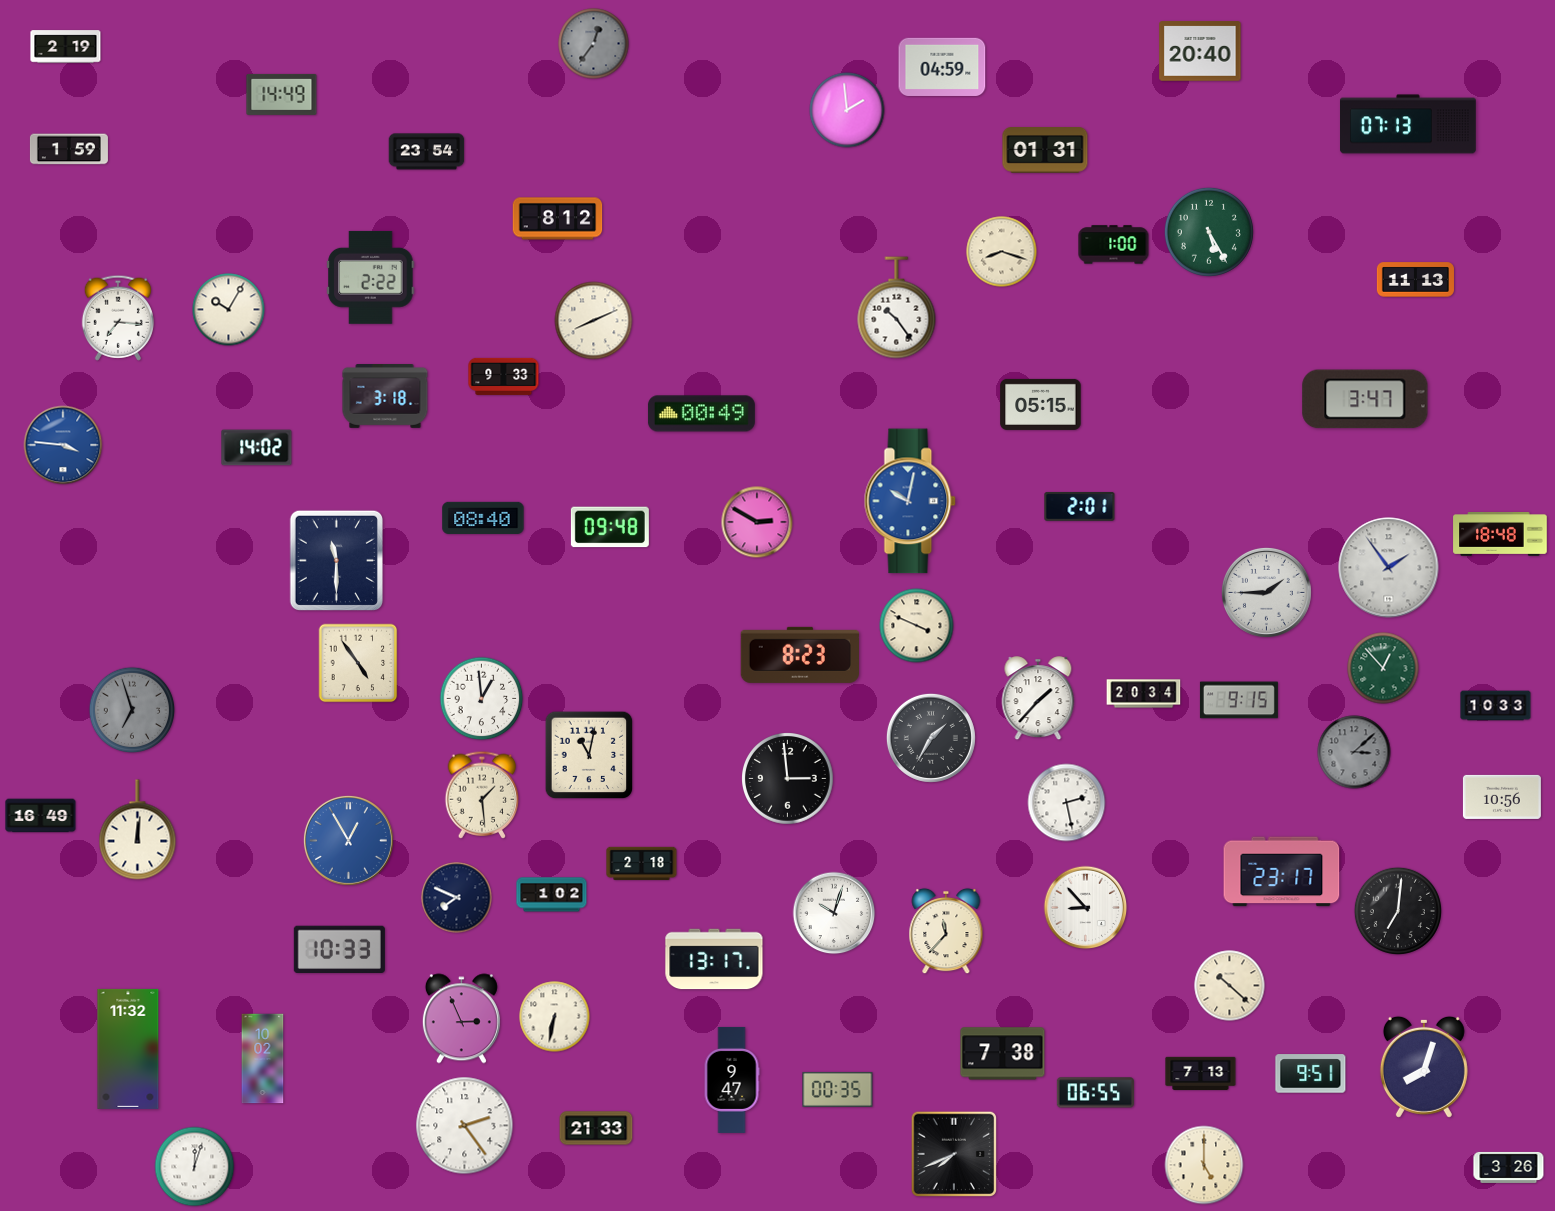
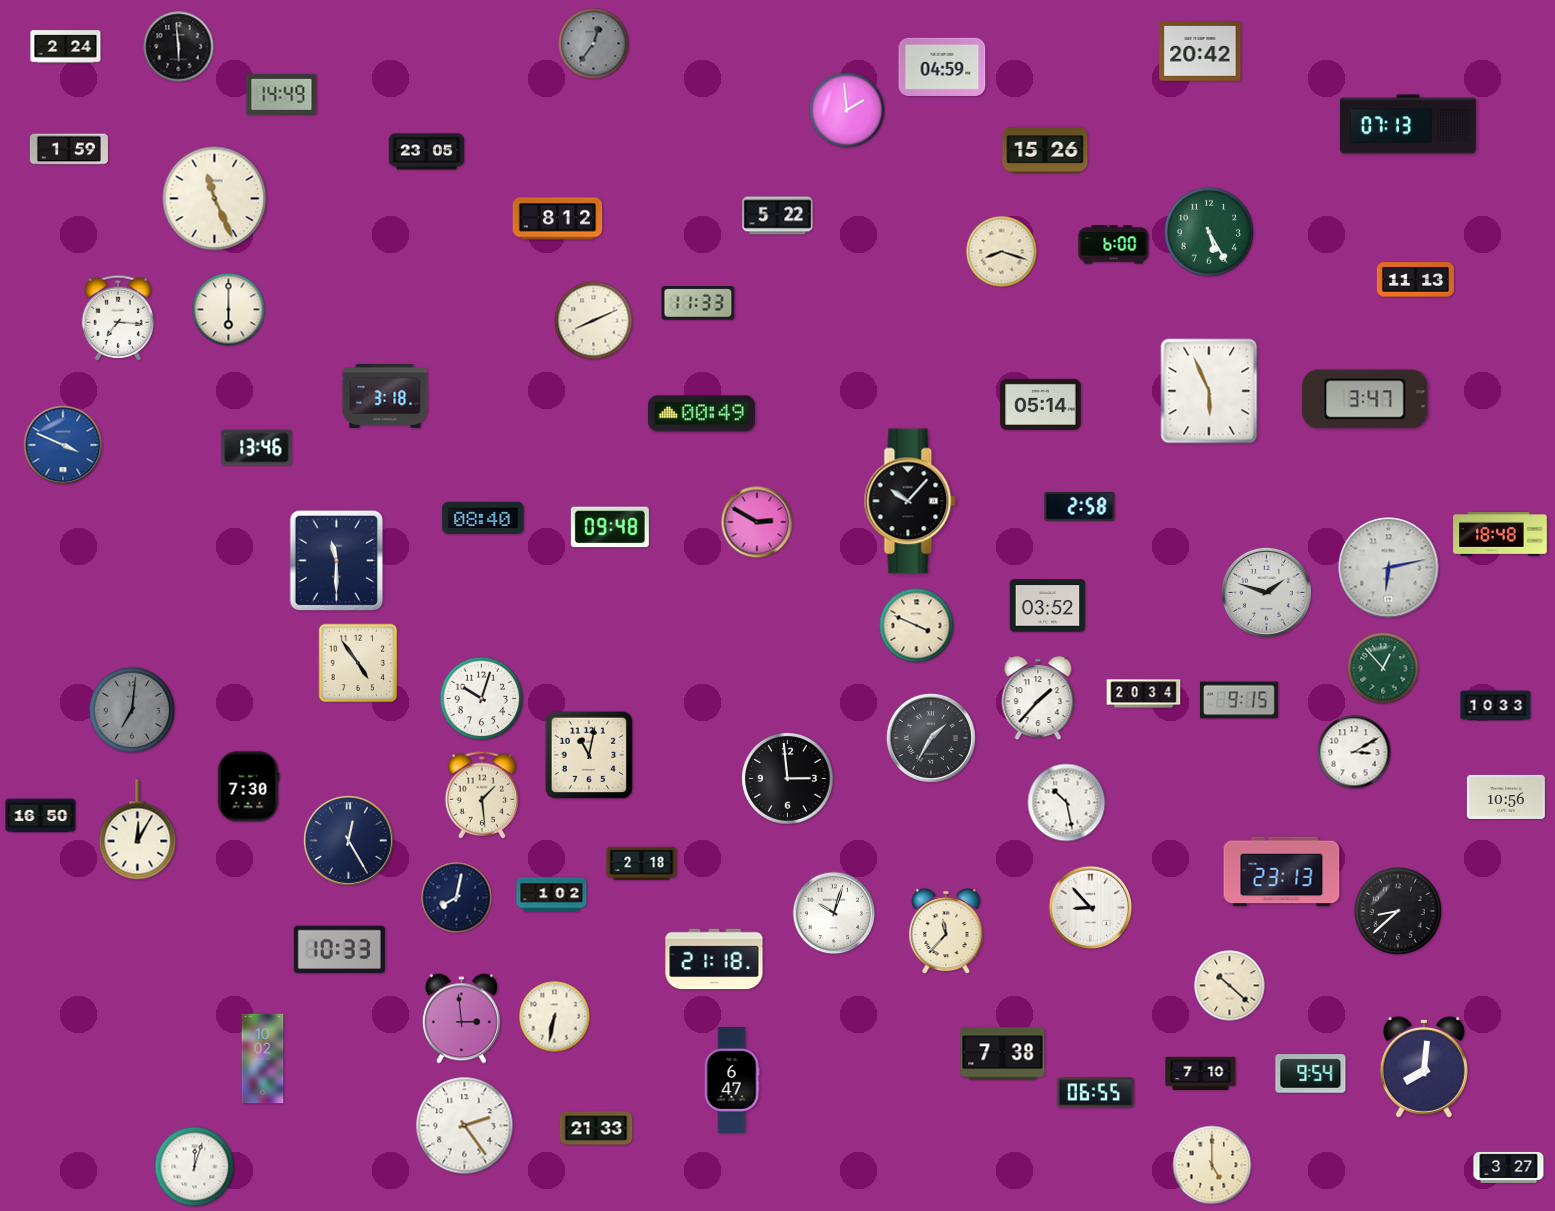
clock at (66, 47): 2:19 -> 2:24
clock at (179, 47): none -> 5:59
clock at (1200, 51): 20:40 -> 20:42
clock at (1045, 150): 01:31 -> 15:26
clock at (427, 152): 23:54 -> 23:05
clock at (215, 199): none -> 11:26
clock at (778, 216): none -> 5:22
clock at (1114, 245): 1:00 -> 6:00
clock at (371, 277): 2:22 -> none
clock at (698, 303): none -> 11:33
clock at (897, 308): 10:24 -> none
clock at (229, 310): 10:05 -> 6:00
clock at (504, 376): 9:33 -> none
clock at (1209, 391): none -> 5:56
clock at (1041, 404): 05:15 -> 05:14
clock at (63, 445): 3:46 -> 3:49
clock at (257, 448): 14:02 -> 13:46
clock at (910, 501): 10:02 -> 10:07
clock at (910, 501) dial: blue -> black
clock at (1080, 506): 2:01 -> 2:58
clock at (1389, 568): 1:54 -> 6:13
clock at (1266, 592): 1:45 -> 1:48
clock at (1048, 606): none -> 03:52
clock at (799, 655): 8:23 -> none
clock at (482, 699): 12:59 -> 10:03
clock at (132, 710): 6:57 -> 7:01
clock at (1354, 752): 3:08 -> 3:10
clock at (1354, 752) dial: grey -> white
clock at (248, 787): none -> 7:30
clock at (1502, 797) position: (1502, 797) -> (1506, 797)
clock at (1067, 803): 2:28 -> 10:28
clock at (41, 816): 16:49 -> 16:50
clock at (138, 830): 12:01 -> 12:05
clock at (348, 840): 12:55 -> 12:25
clock at (348, 840) dial: blue -> navy
clock at (1282, 872): 23:17 -> 23:13
clock at (457, 898): 7:49 -> 8:02
clock at (1086, 908) position: (1086, 908) -> (1091, 908)
clock at (1398, 911): 7:01 -> 8:38
clock at (714, 959): 13:17 -> 21:18
clock at (461, 1019): 2:56 -> 2:59
clock at (128, 1049): 11:32 -> none
clock at (1424, 1067): 8:03 -> 8:01
clock at (1201, 1073): 7:13 -> 7:10
clock at (1311, 1074): 9:51 -> 9:54
clock at (732, 1080): 9:47 -> 6:47
clock at (838, 1089): 00:35 -> none
clock at (953, 1153): 7:41 -> none
clock at (1204, 1165) position: (1204, 1165) -> (1212, 1165)
clock at (1509, 1167): 3:26 -> 3:27
